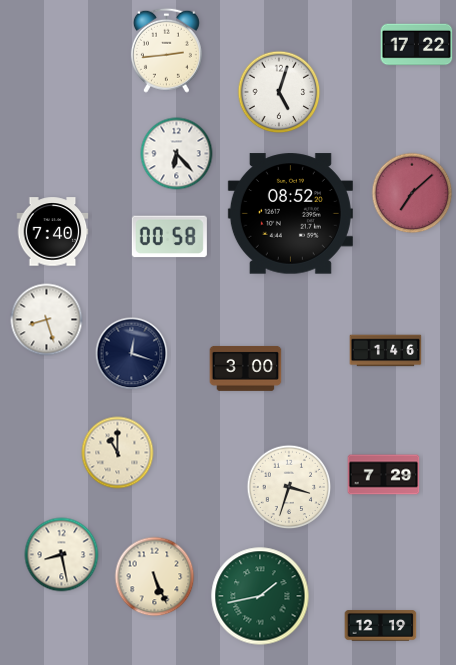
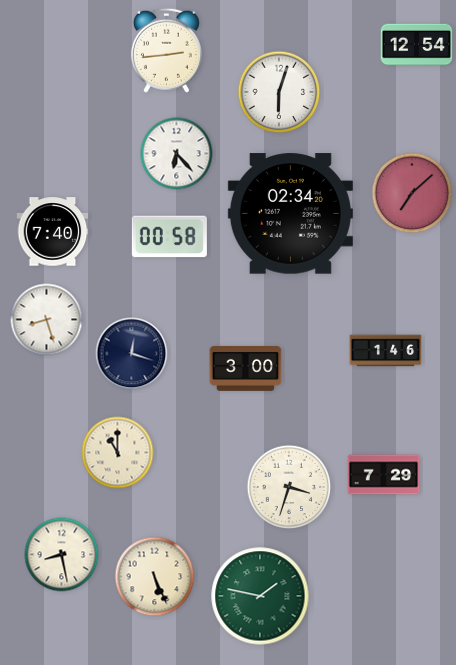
clock at (417, 45): 17:22 -> 12:54
clock at (279, 92): 5:03 -> 6:03
clock at (290, 214): 08:52 -> 02:34
clock at (260, 596): 1:43 -> 1:47
clock at (381, 626): 12:19 -> none
